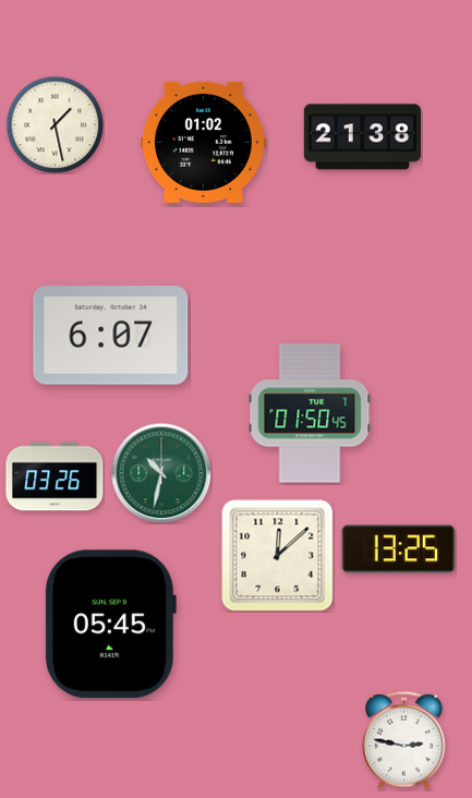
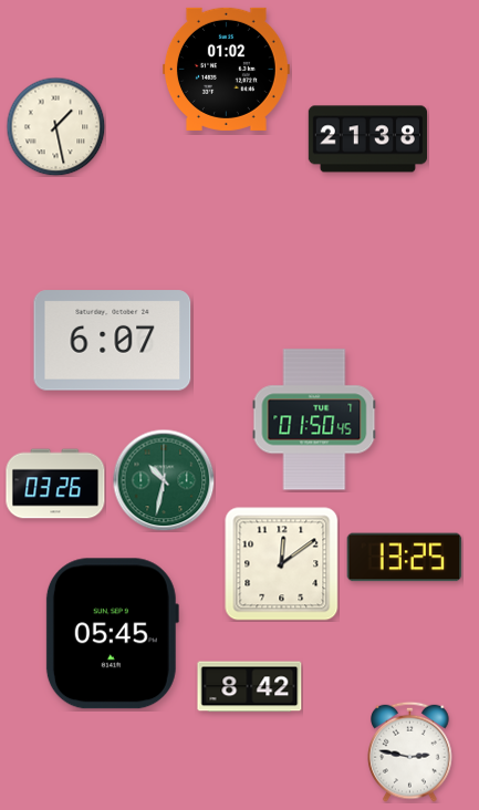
clock at (203, 142) position: (203, 142) -> (226, 69)
clock at (278, 556): 12:08 -> 12:09
clock at (250, 687): none -> 8:42
